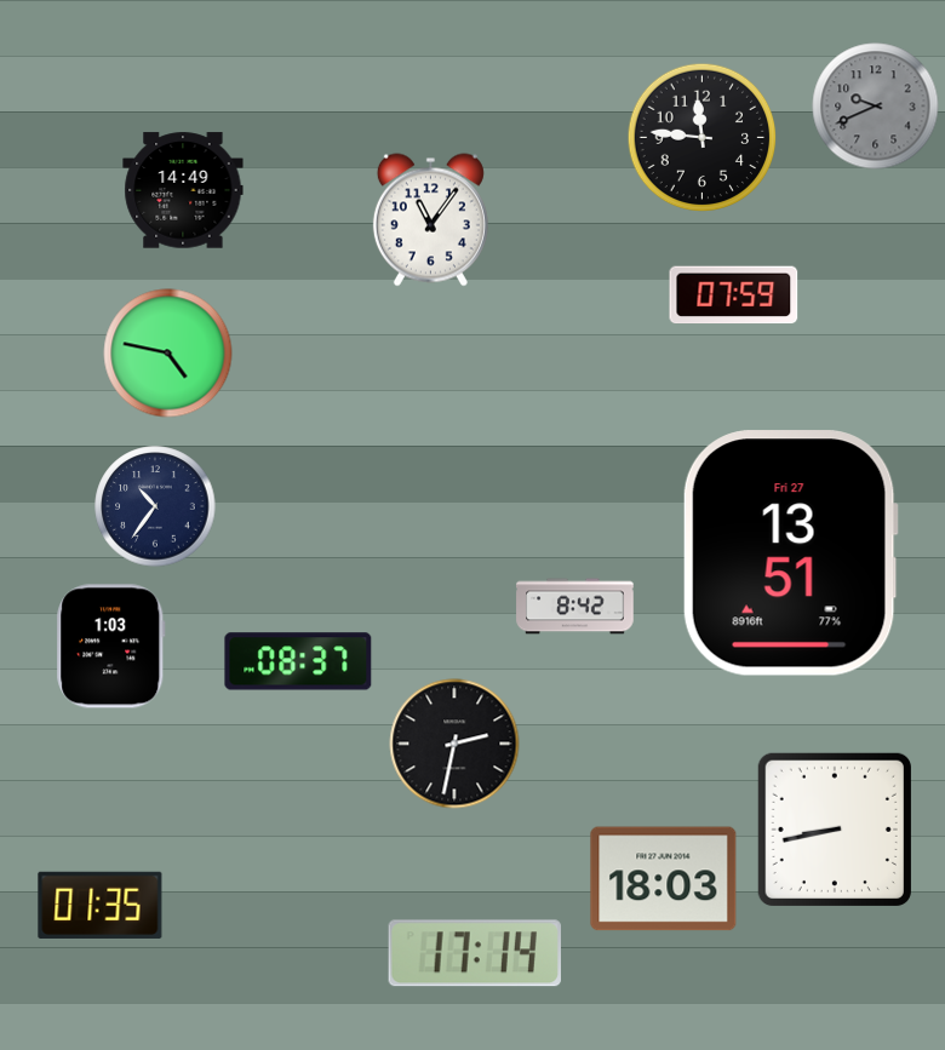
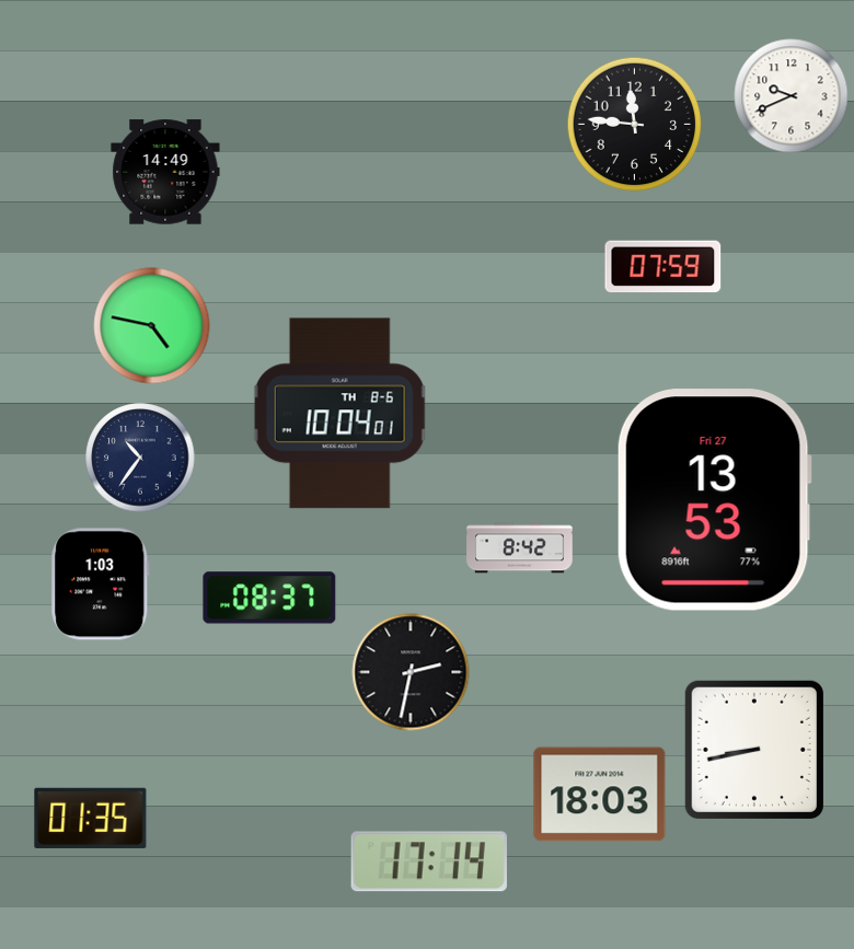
clock at (876, 107) dial: grey -> white
clock at (430, 220): 11:06 -> none
clock at (168, 354) position: (168, 354) -> (152, 326)
clock at (339, 414): none -> 10:04
clock at (790, 553): 13:51 -> 13:53
